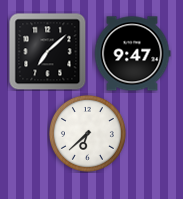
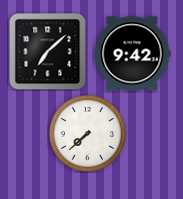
clock at (132, 54): 9:47 -> 9:42
clock at (87, 133): 6:38 -> 7:38
